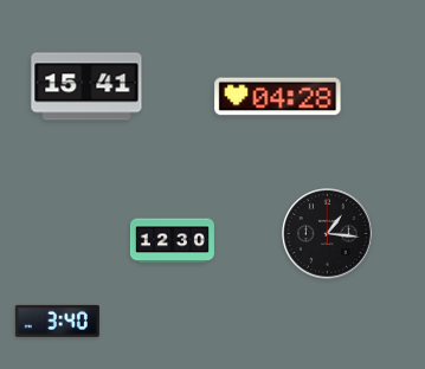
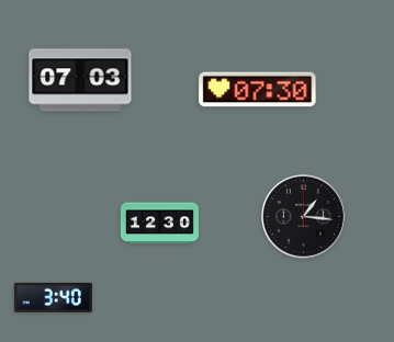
clock at (86, 86): 15:41 -> 07:03
clock at (278, 97): 04:28 -> 07:30
